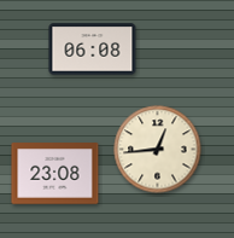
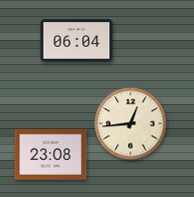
clock at (93, 50): 06:08 -> 06:04
clock at (55, 174) position: (55, 174) -> (51, 155)
